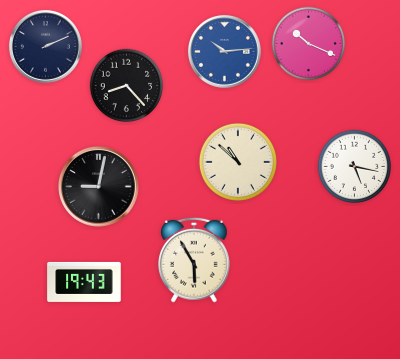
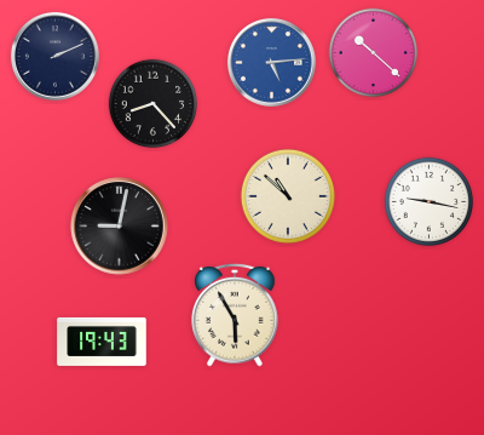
clock at (309, 44): 10:19 -> 10:22
clock at (224, 51): 10:14 -> 5:14
clock at (355, 167): 5:17 -> 9:17
